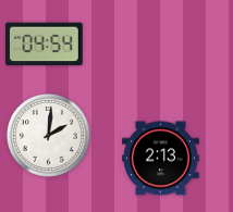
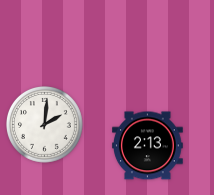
clock at (45, 45): 04:54 -> none
